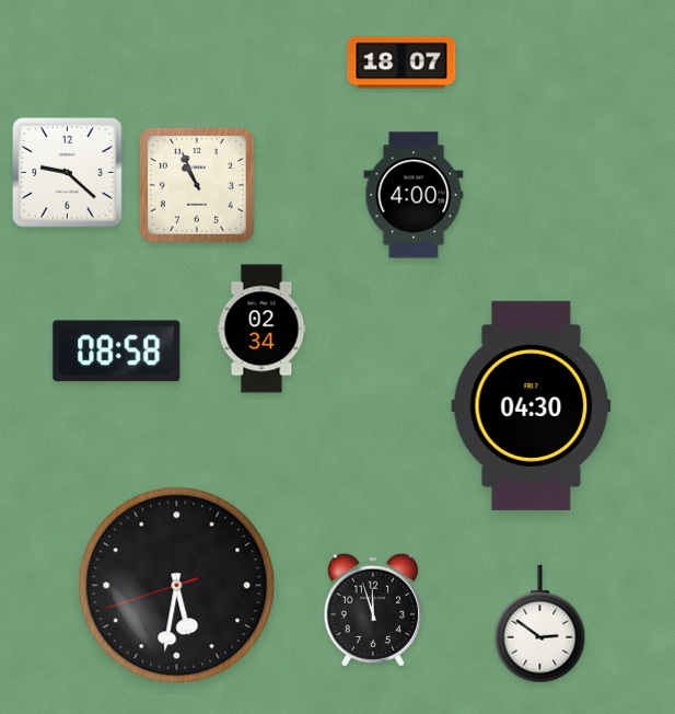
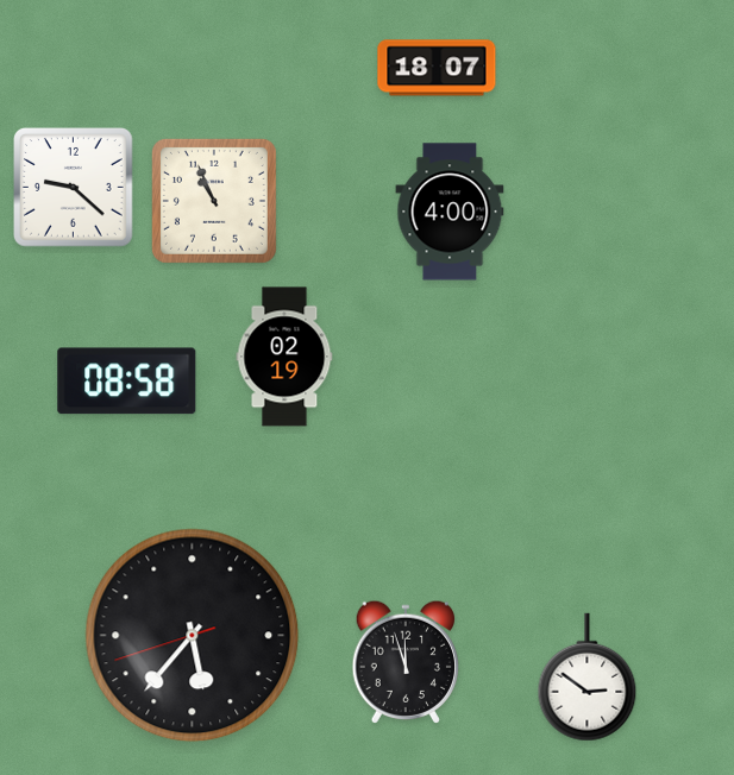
clock at (261, 329): 02:34 -> 02:19
clock at (532, 405): 04:30 -> none
clock at (177, 586): 5:31 -> 5:36
